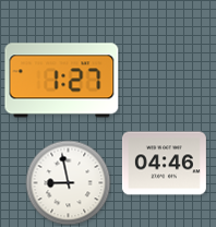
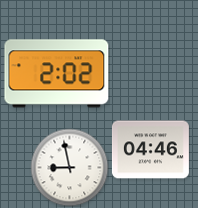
clock at (62, 81): 1:27 -> 2:02
clock at (68, 182) position: (68, 182) -> (69, 167)
